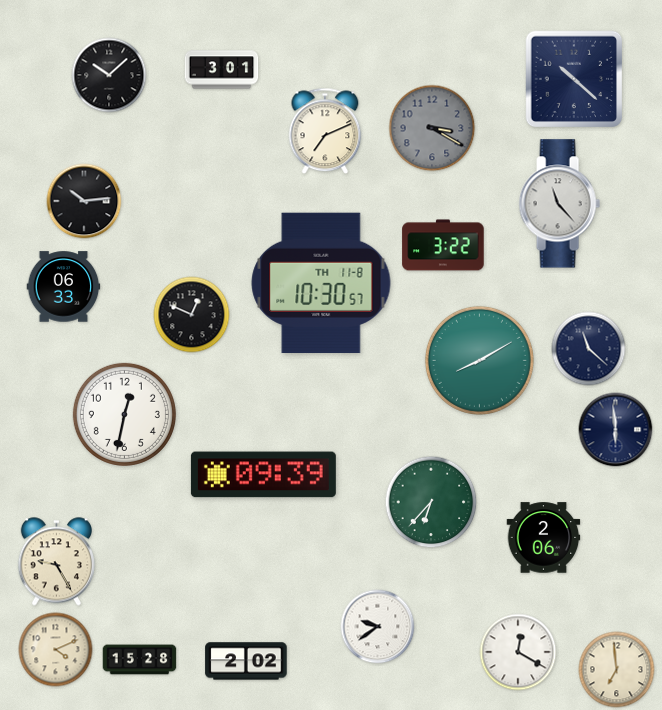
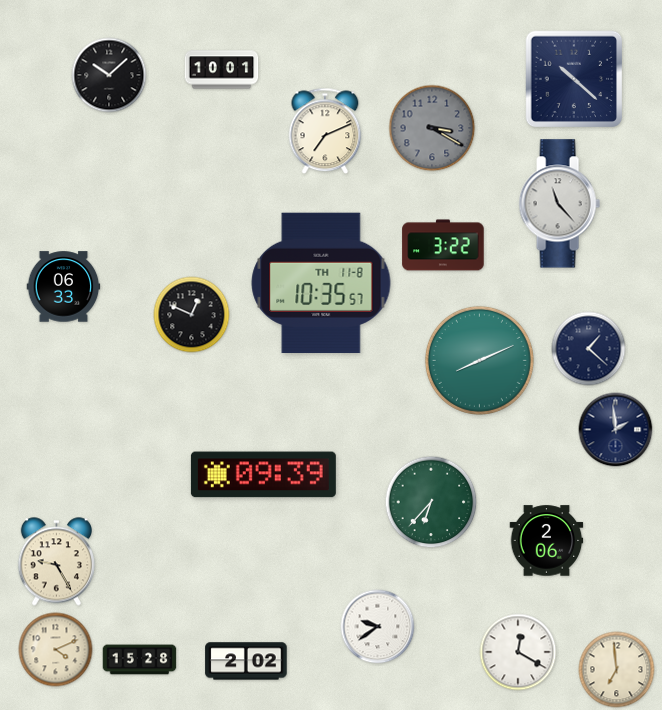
clock at (222, 70): 3:01 -> 10:01
clock at (84, 201): 10:14 -> none
clock at (321, 282): 10:30 -> 10:35
clock at (589, 349): 11:22 -> 1:22
clock at (479, 360): 8:10 -> 8:11
clock at (124, 414): 12:32 -> none
clock at (616, 430): 5:59 -> 1:59
clock at (544, 538) position: (544, 538) -> (547, 541)
